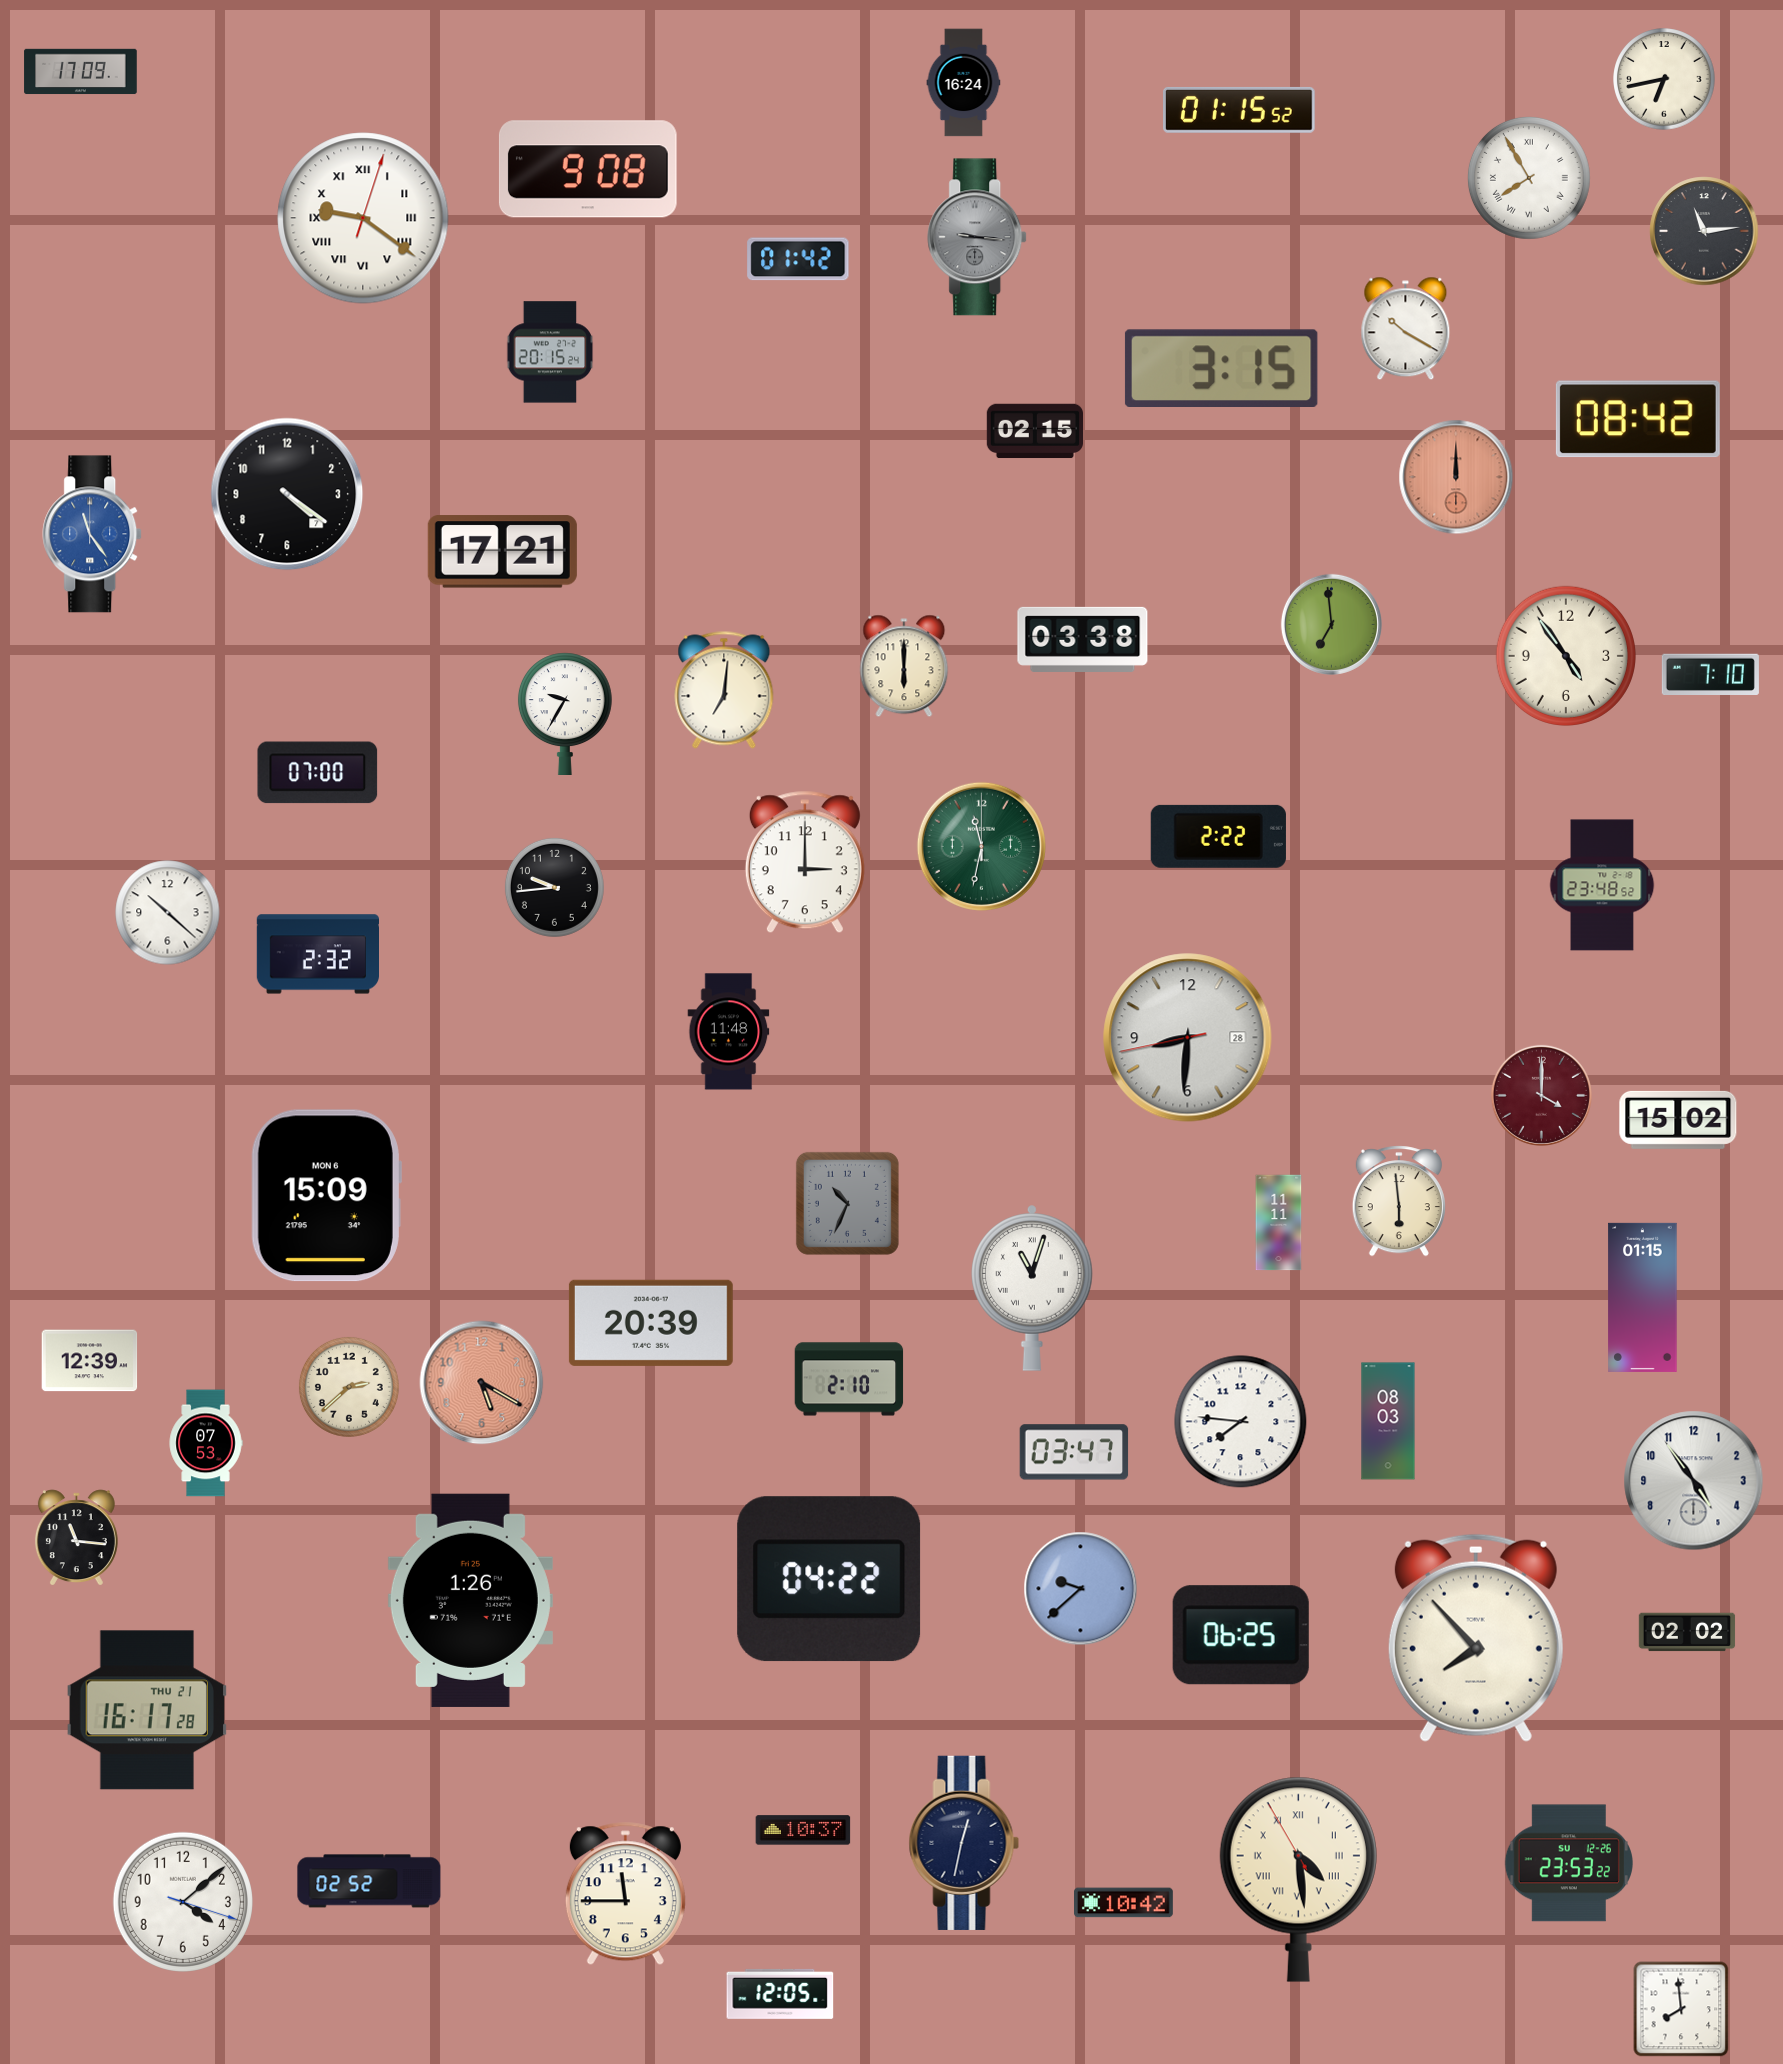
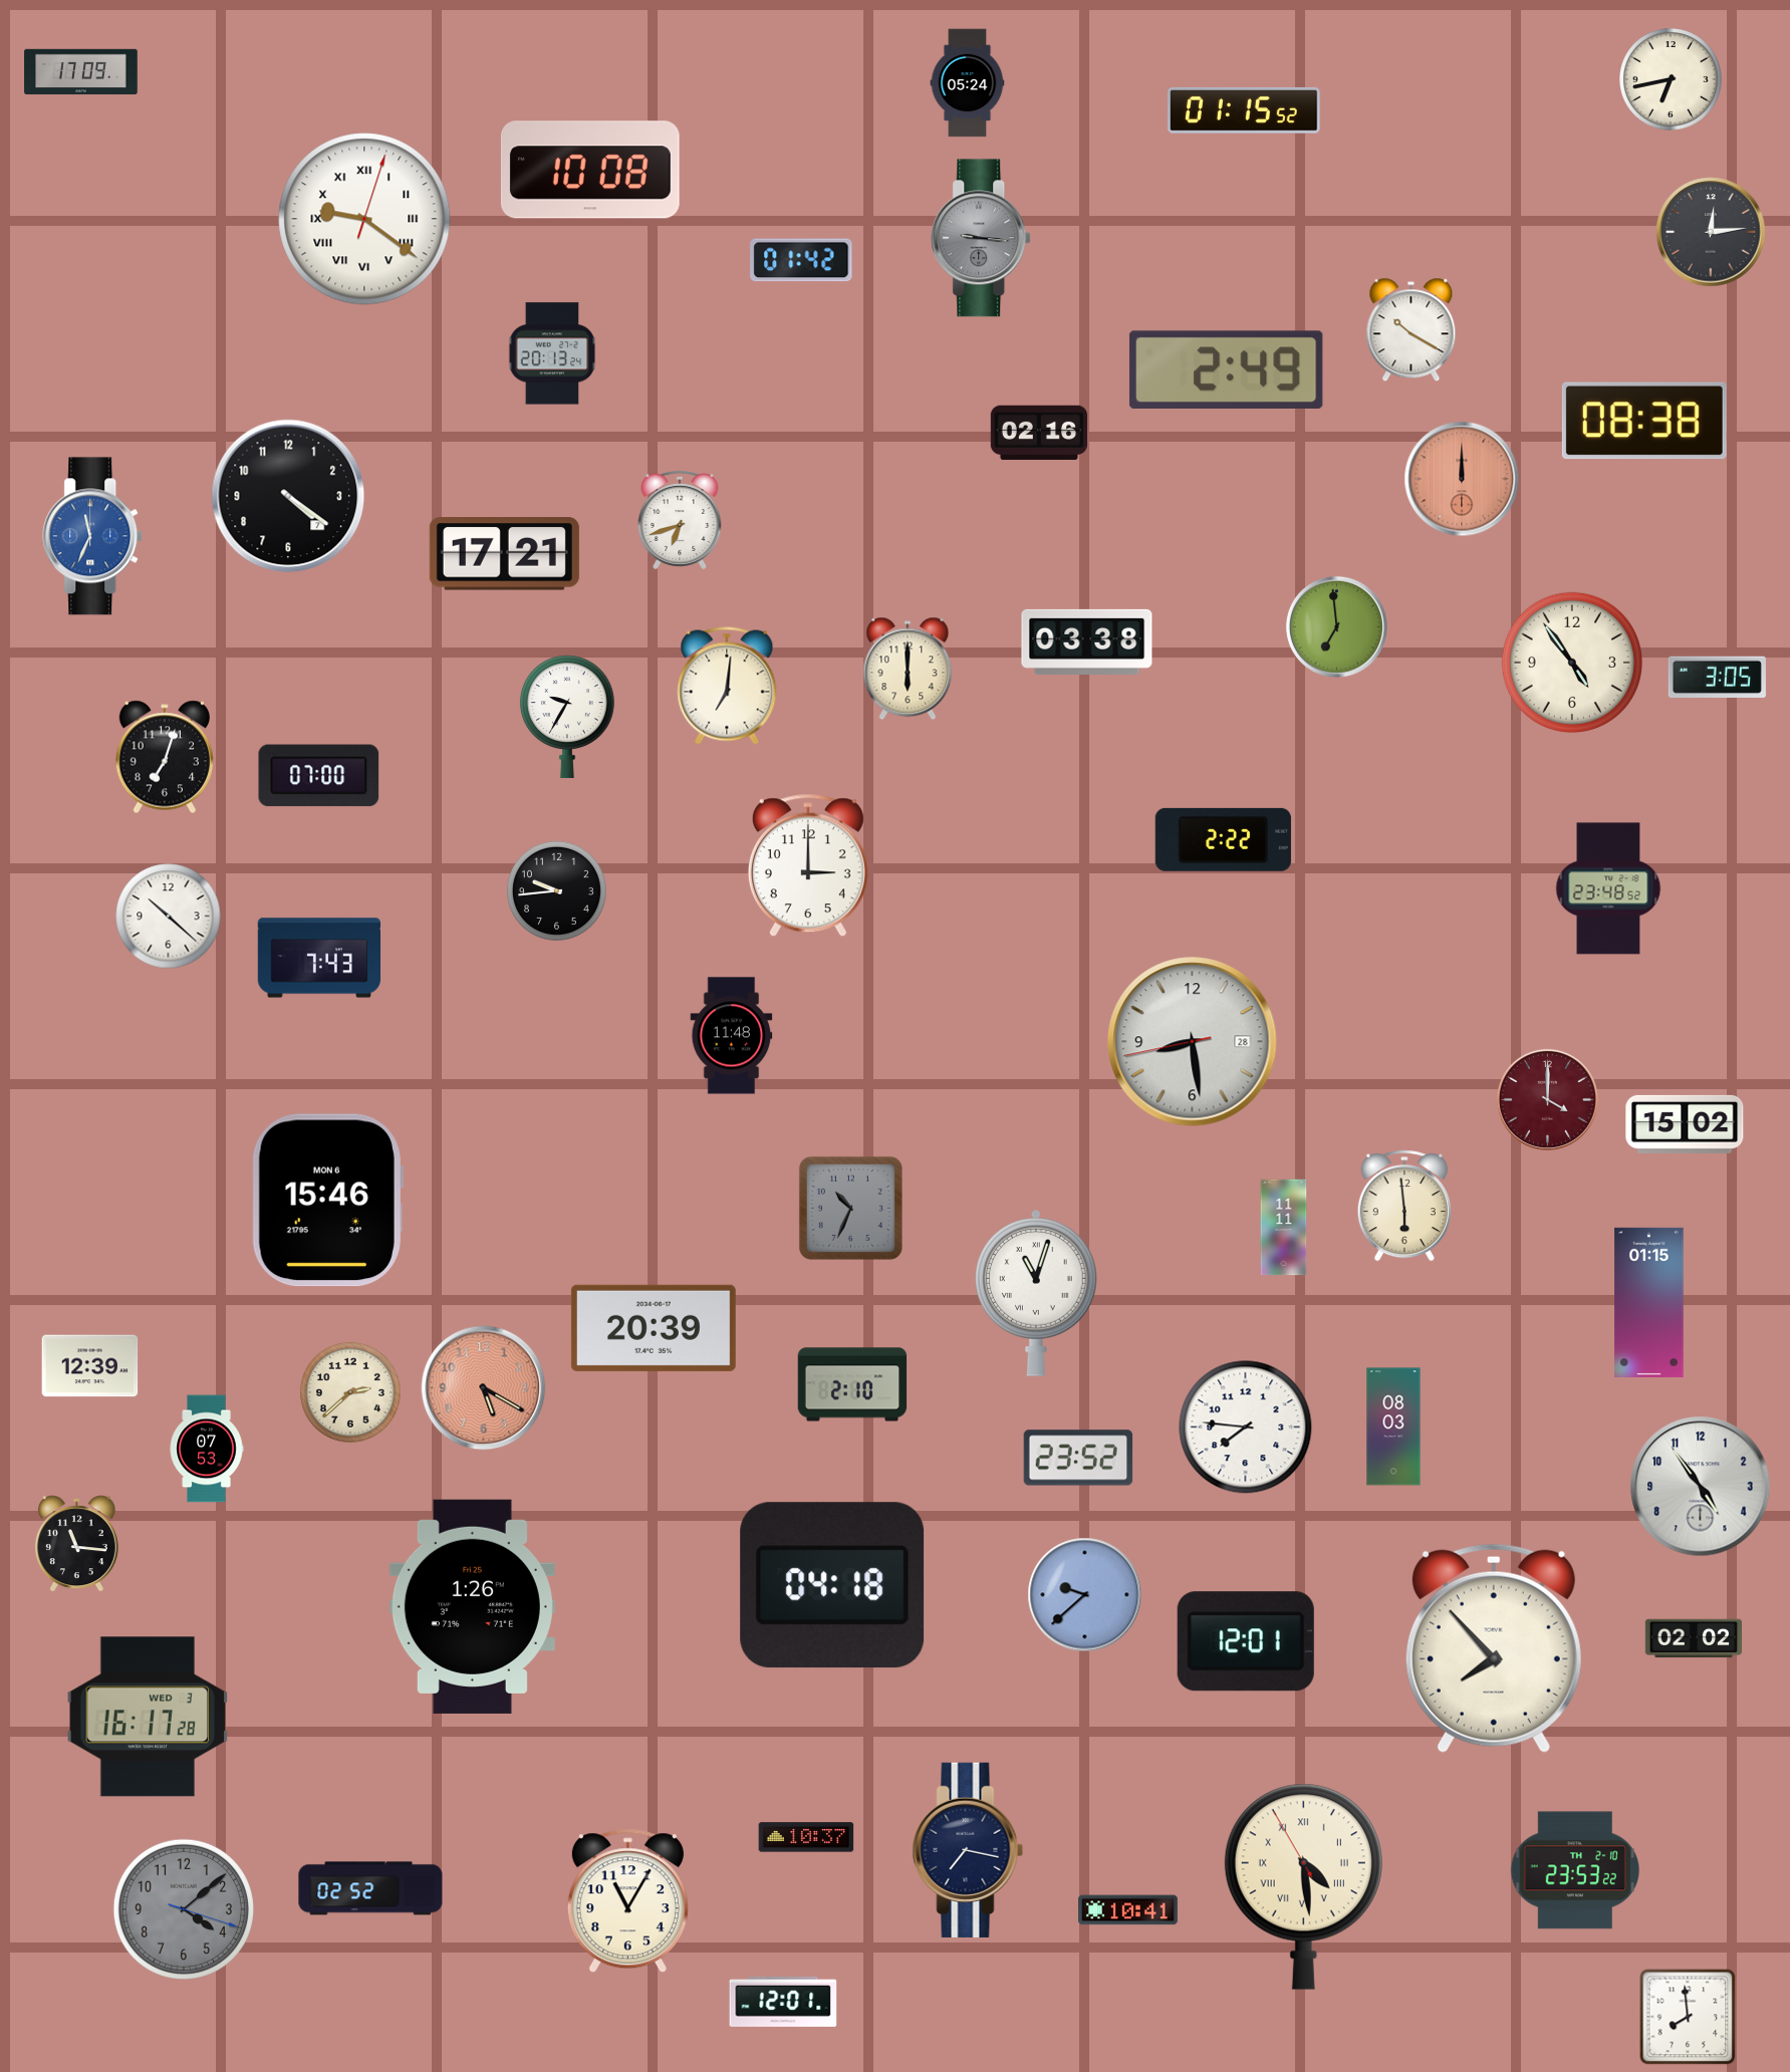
clock at (964, 83): 16:24 -> 05:24
clock at (588, 169): 9:08 -> 10:08
clock at (1529, 178): 7:55 -> none
clock at (1704, 231): 11:14 -> 12:14
clock at (550, 352): 20:15 -> 20:13
clock at (1221, 368): 3:15 -> 2:49
clock at (1638, 419): 08:42 -> 08:38
clock at (1034, 431): 02:15 -> 02:16
clock at (680, 520): none -> 6:42
clock at (93, 534): 11:24 -> 11:34
clock at (1566, 656) position: (1566, 656) -> (1572, 663)
clock at (1710, 674): 7:10 -> 3:05
clock at (724, 690) position: (724, 690) -> (727, 686)
clock at (164, 757): none -> 7:03
clock at (981, 846): 11:32 -> none
clock at (317, 954): 2:32 -> 7:43
clock at (1188, 1038): 8:30 -> 8:28
clock at (326, 1196): 15:09 -> 15:46
clock at (1074, 1452): 03:47 -> 23:52
clock at (829, 1579): 04:22 -> 04:18
clock at (1241, 1635): 06:25 -> 12:01
clock at (1476, 1638) position: (1476, 1638) -> (1494, 1648)
clock at (146, 1710) date: THU 21 -> WED 3
clock at (964, 1843): 12:32 -> 7:17
clock at (1569, 1863) date: SU 12-26 -> TH 2-10
clock at (625, 1894): 11:45 -> 11:05
clock at (183, 1902) dial: white -> grey
clock at (1124, 1903): 10:42 -> 10:41
clock at (780, 1994): 12:05 -> 12:01
